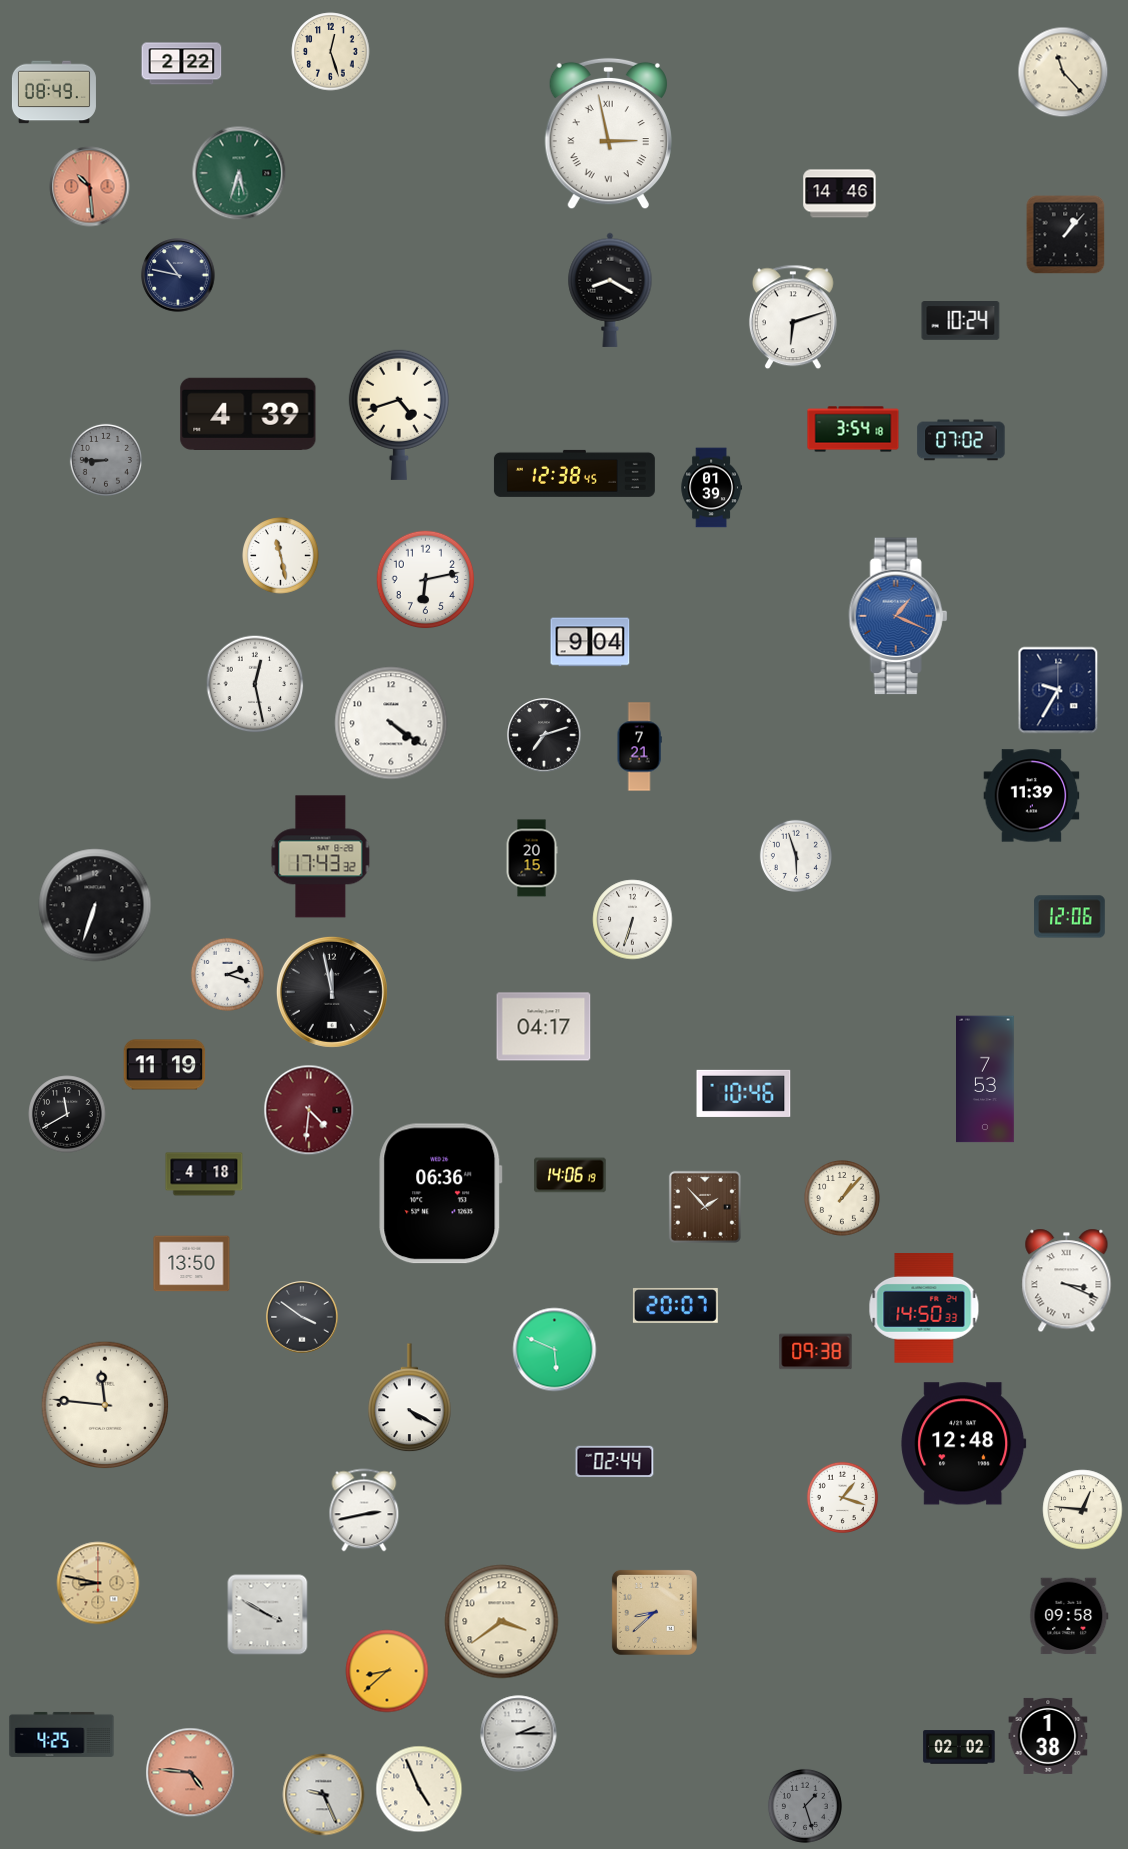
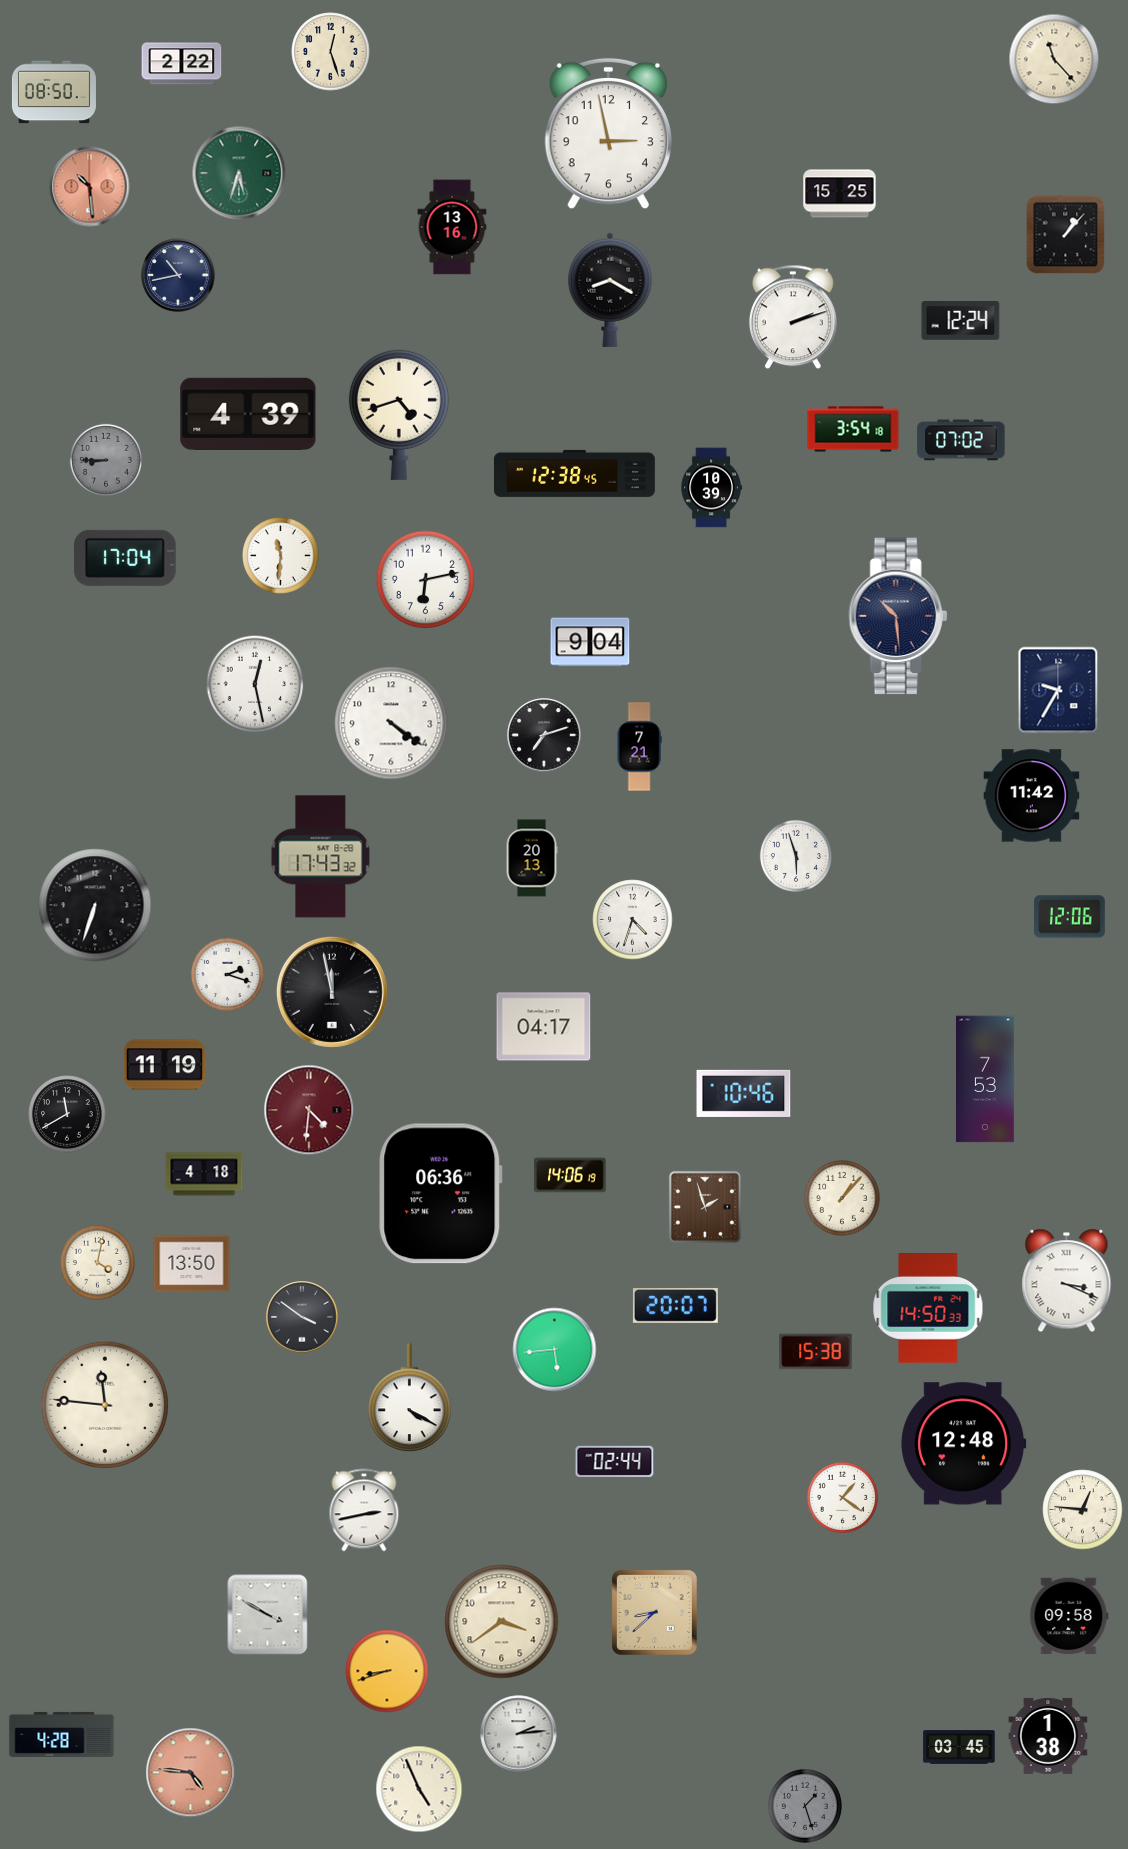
clock at (1063, 72) position: (1063, 72) -> (1054, 59)
clock at (54, 92): 08:49 -> 08:50
clock at (608, 134) numerals: Roman -> Arabic
clock at (840, 194): 14:46 -> 15:25
clock at (452, 227): none -> 13:16
clock at (178, 275): 10:47 -> 10:43
clock at (793, 317): 6:12 -> 2:12
clock at (961, 321): 10:24 -> 12:24
clock at (711, 488): 01:39 -> 10:39
clock at (281, 556): 11:28 -> 11:31
clock at (126, 558): none -> 17:04
clock at (898, 616): 1:19 -> 10:29
clock at (898, 616) dial: blue -> navy
clock at (1032, 796): 11:39 -> 11:42
clock at (532, 858): 20:15 -> 20:13
clock at (633, 920): 6:33 -> 4:33
clock at (705, 1207): 1:53 -> 1:57
clock at (97, 1262): none -> 4:02
clock at (924, 1309) position: (924, 1309) -> (928, 1309)
clock at (555, 1350): 5:49 -> 5:44
clock at (816, 1352): 09:38 -> 15:38
clock at (842, 1497): 1:18 -> 1:21
clock at (98, 1583): 8:47 -> none
clock at (387, 1671): 8:38 -> 8:42
clock at (62, 1734): 4:25 -> 4:28
clock at (519, 1734): 2:15 -> 2:14
clock at (959, 1747): 02:02 -> 03:45
clock at (324, 1795): 9:26 -> none
